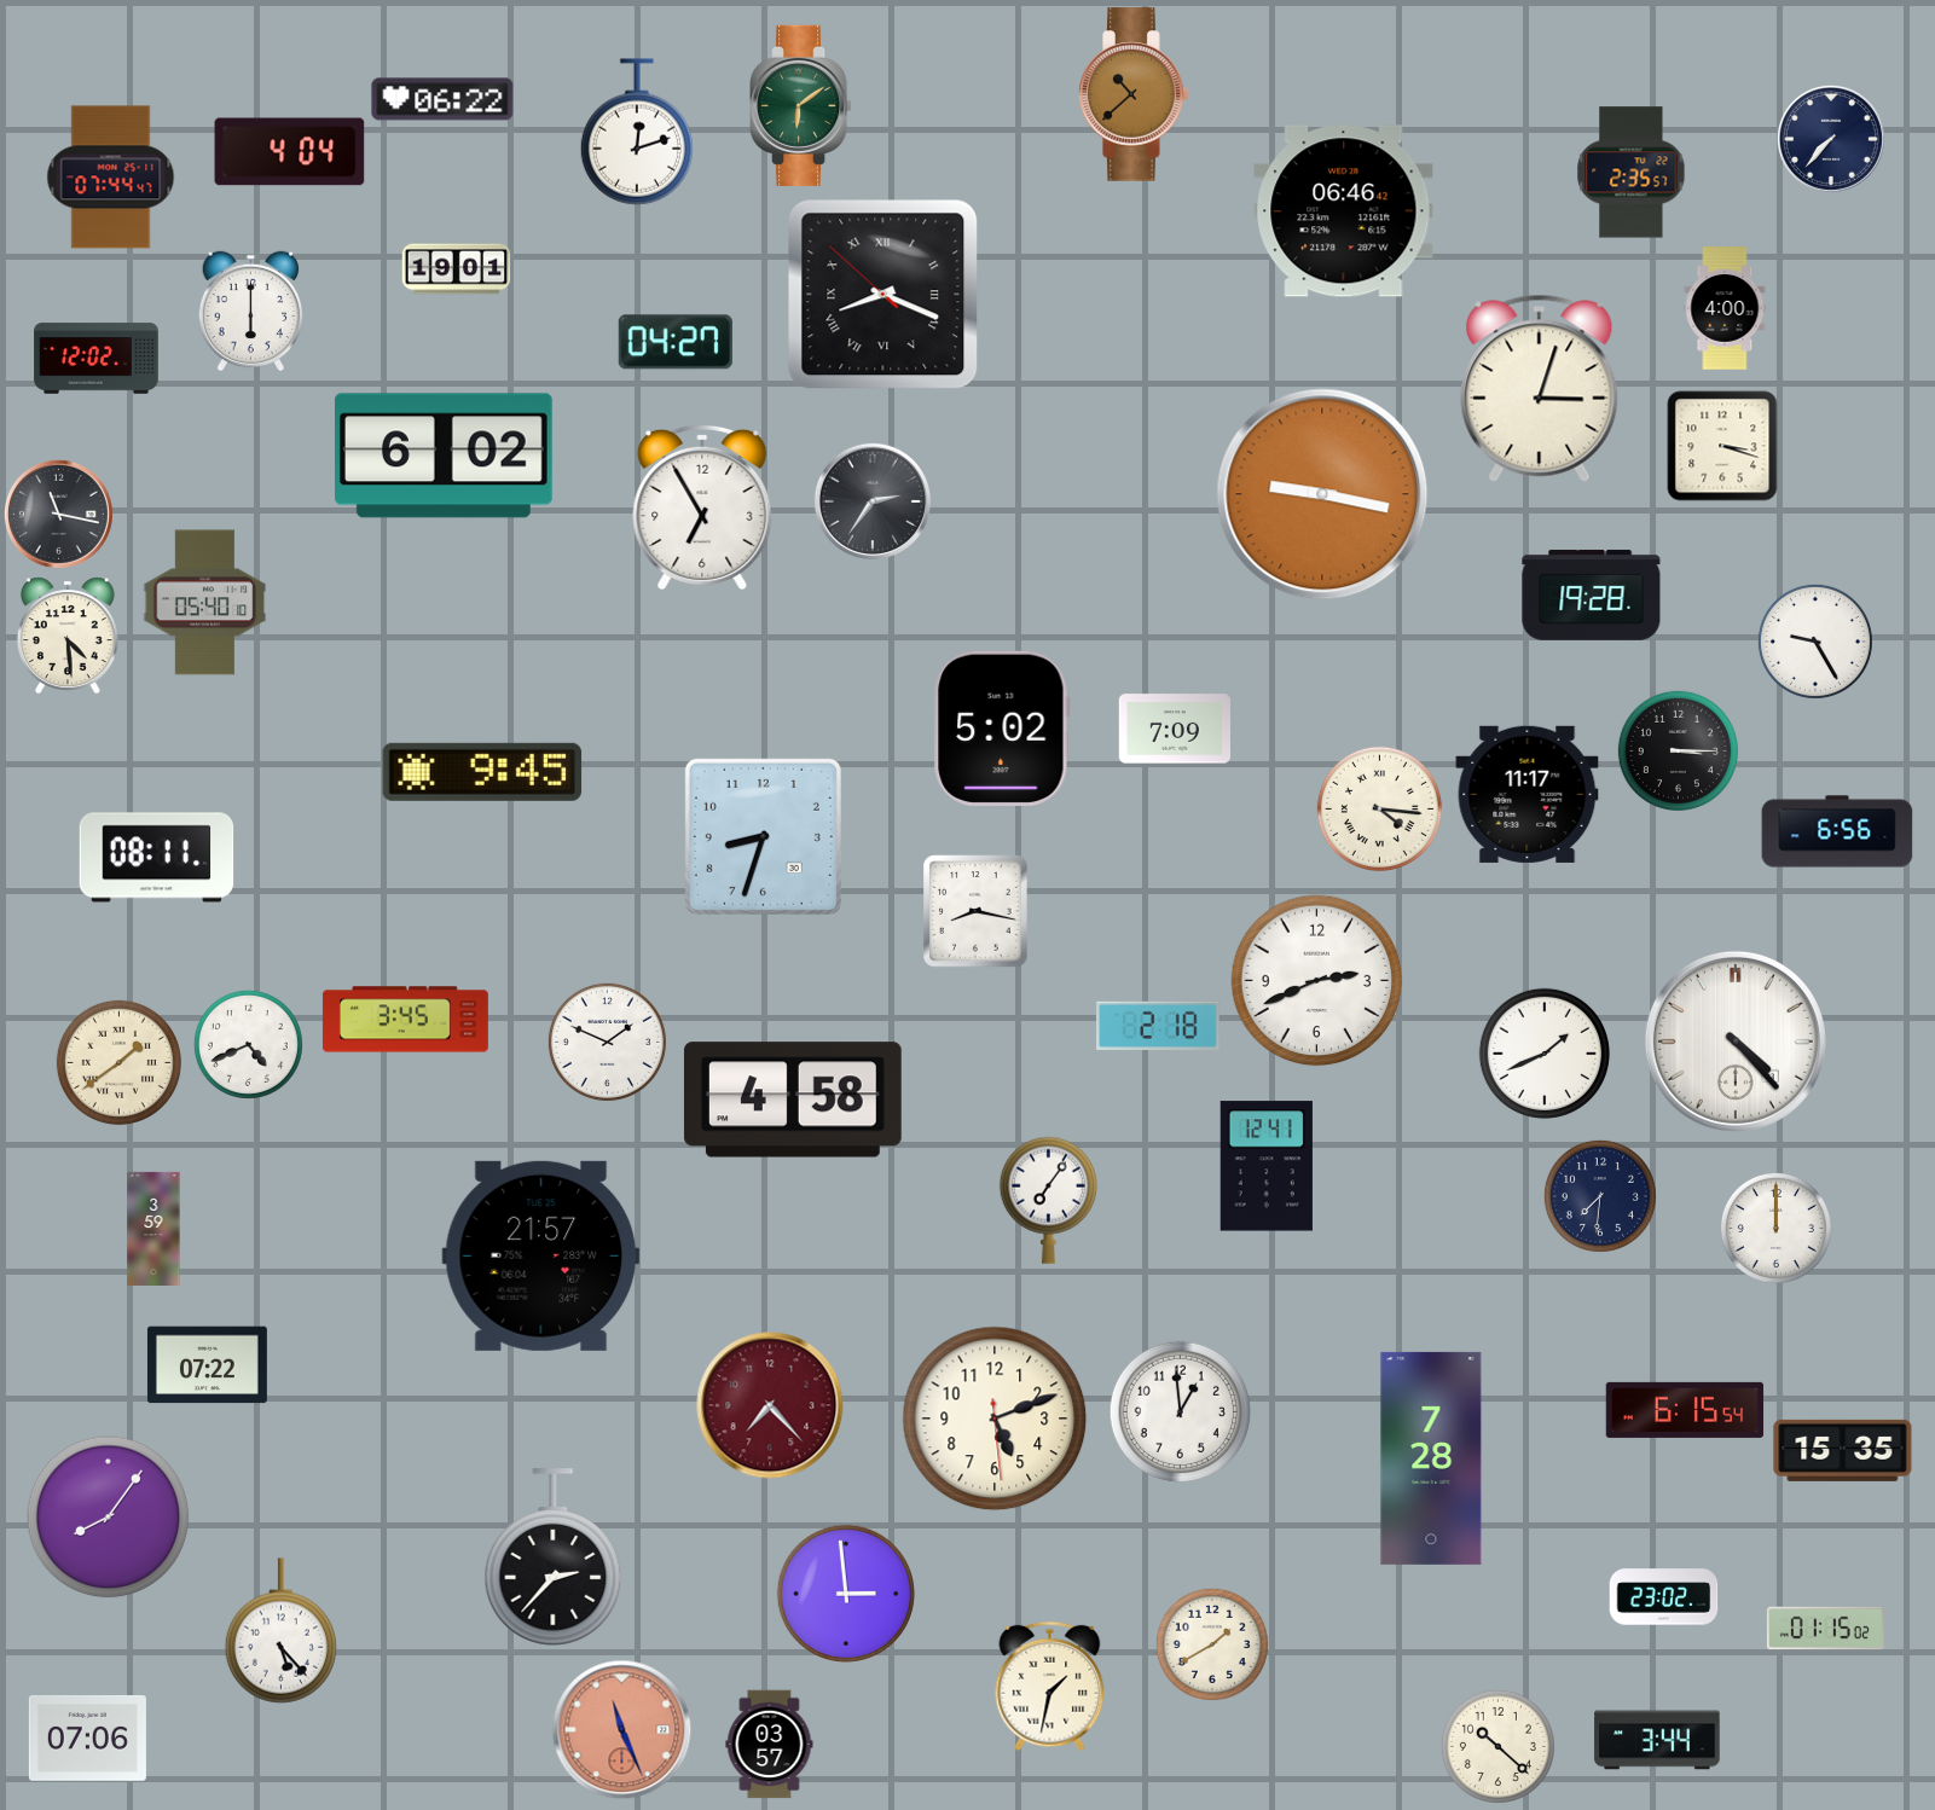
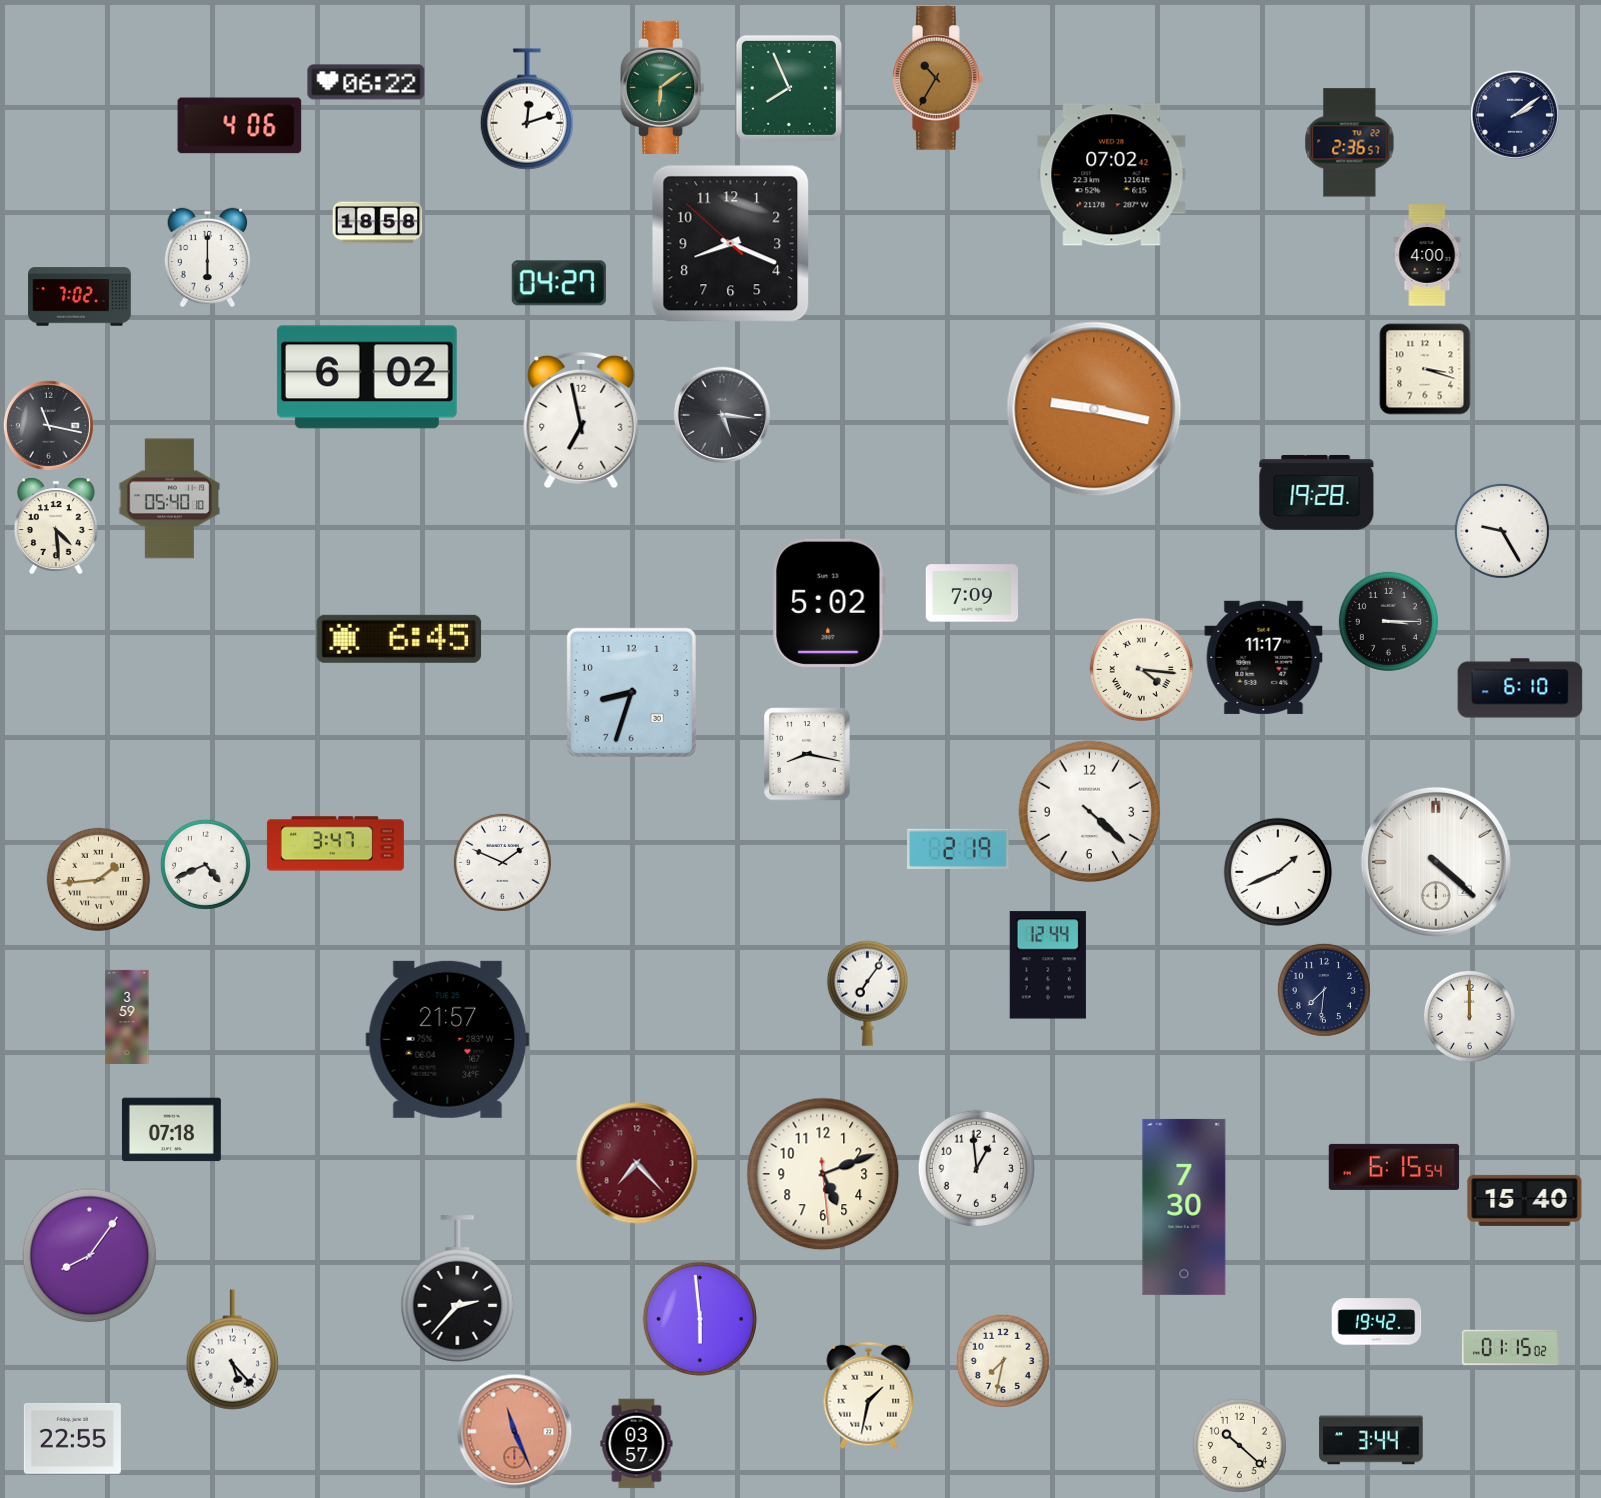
clock at (1134, 94): 10:38 -> 10:35
clock at (789, 88): none -> 7:56
clock at (1831, 139): 7:37 -> 2:09
clock at (290, 152): 4:04 -> 4:06
clock at (1632, 173): 2:35 -> 2:36
clock at (111, 178): 07:44 -> none
clock at (1344, 211): 06:46 -> 07:02
clock at (457, 269): 19:01 -> 18:58
clock at (884, 295) numerals: Roman -> Arabic
clock at (97, 359): 12:02 -> 7:02
clock at (1540, 388): 3:03 -> none
clock at (873, 501): 2:36 -> 5:16
clock at (702, 507): 6:55 -> 6:58
clock at (1174, 729) position: (1174, 729) -> (971, 593)
clock at (482, 772): 9:45 -> 6:45
clock at (1837, 831): 6:56 -> 6:10
clock at (157, 858): 08:11 -> none
clock at (1317, 981): 2:41 -> 4:22
clock at (405, 1020): 3:45 -> 3:47
clock at (1159, 1025): 2:18 -> 2:19
clock at (1736, 1042): 4:23 -> 4:22
clock at (118, 1062): 1:39 -> 1:44
clock at (793, 1100): 4:58 -> none
clock at (1267, 1166): 12:41 -> 12:44
clock at (207, 1365): 07:22 -> 07:18
clock at (1843, 1450): 15:35 -> 15:40
clock at (1431, 1458): 7:28 -> 7:30
clock at (846, 1594): 2:59 -> 5:59
clock at (1664, 1597): 23:02 -> 19:42
clock at (1212, 1644): 1:40 -> 7:32
clock at (87, 1739): 07:06 -> 22:55
